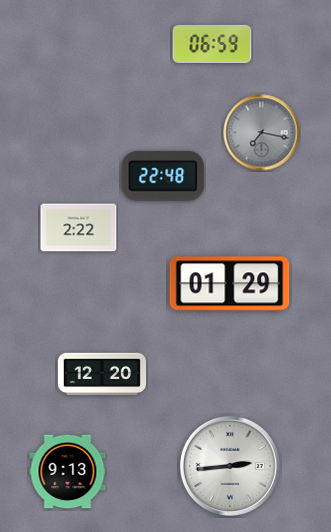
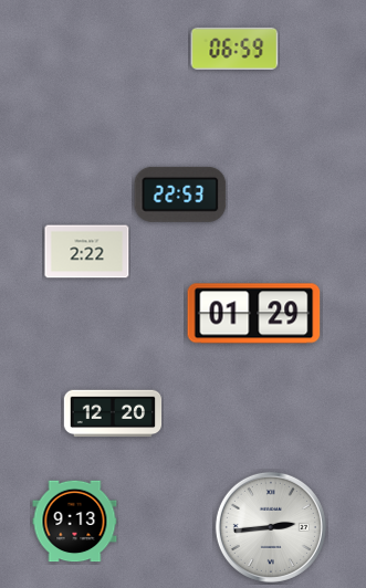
clock at (262, 133): 7:17 -> none
clock at (163, 176): 22:48 -> 22:53
clock at (230, 466) position: (230, 466) -> (271, 527)
